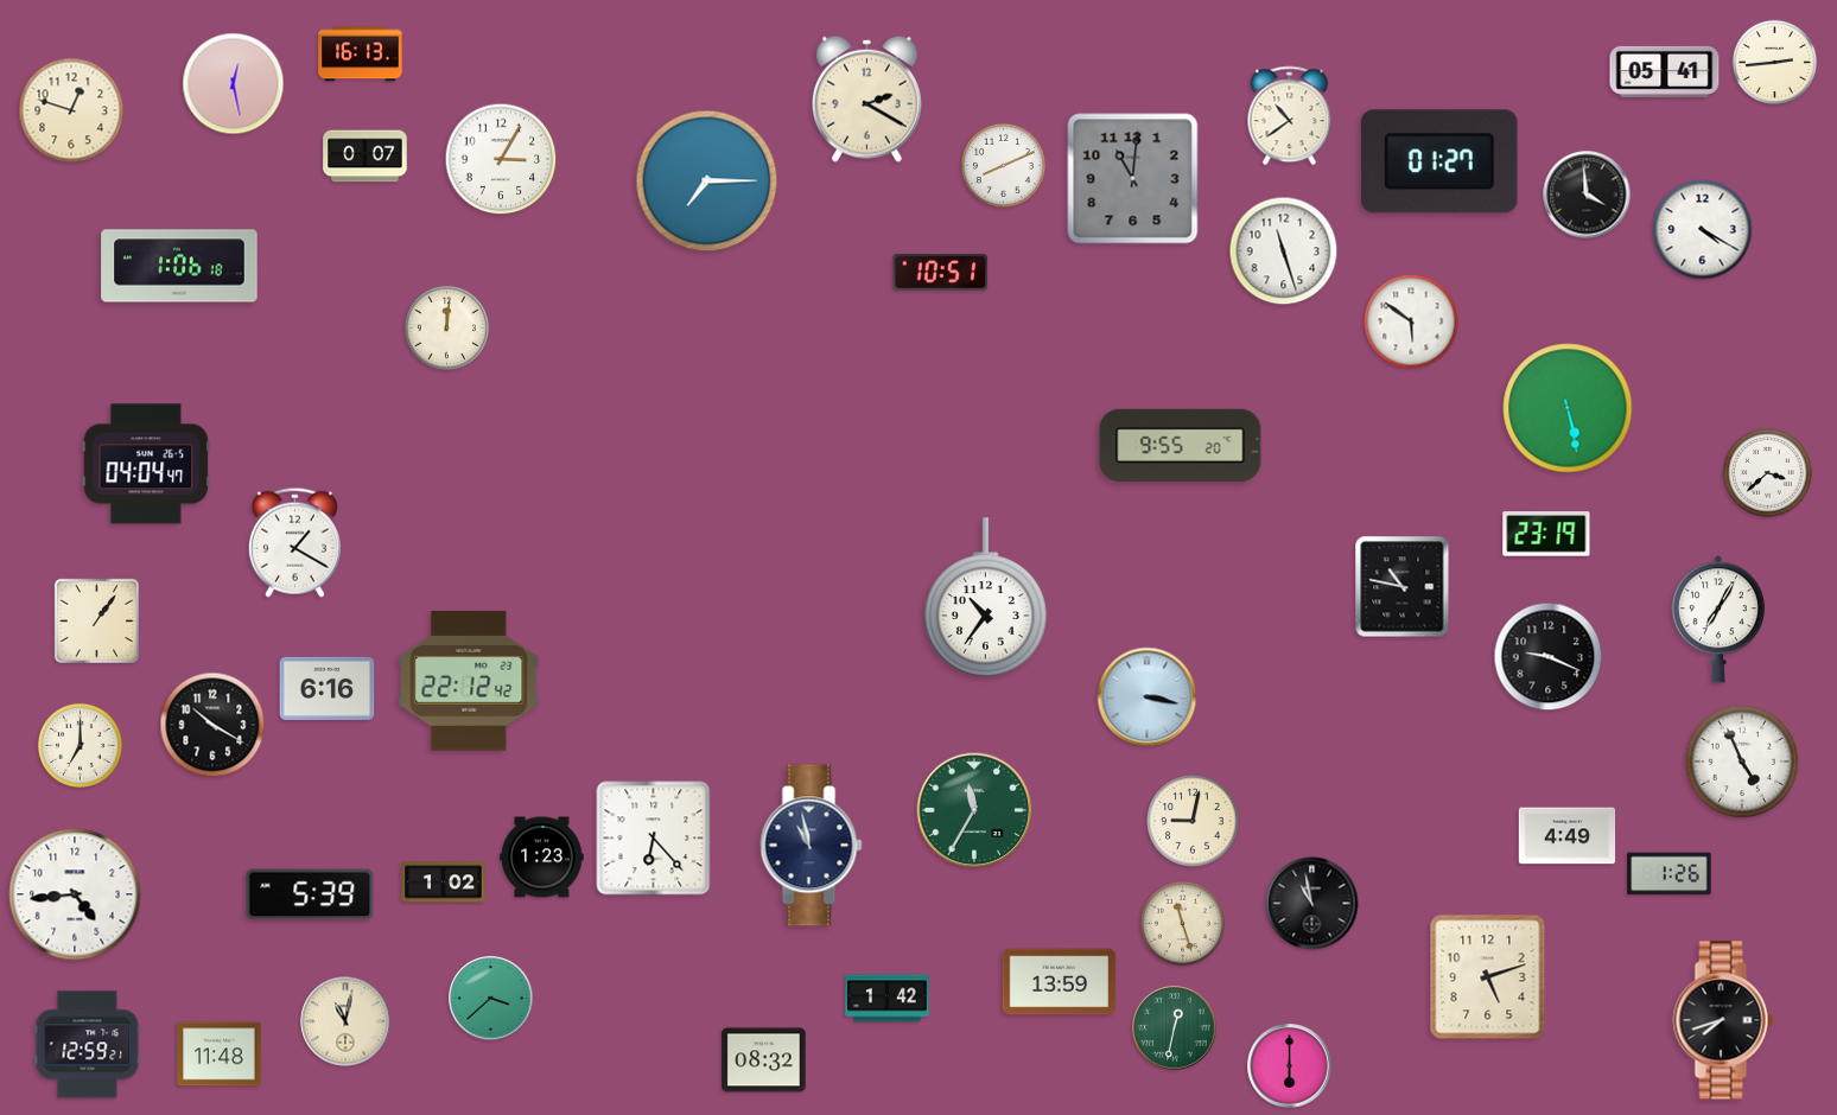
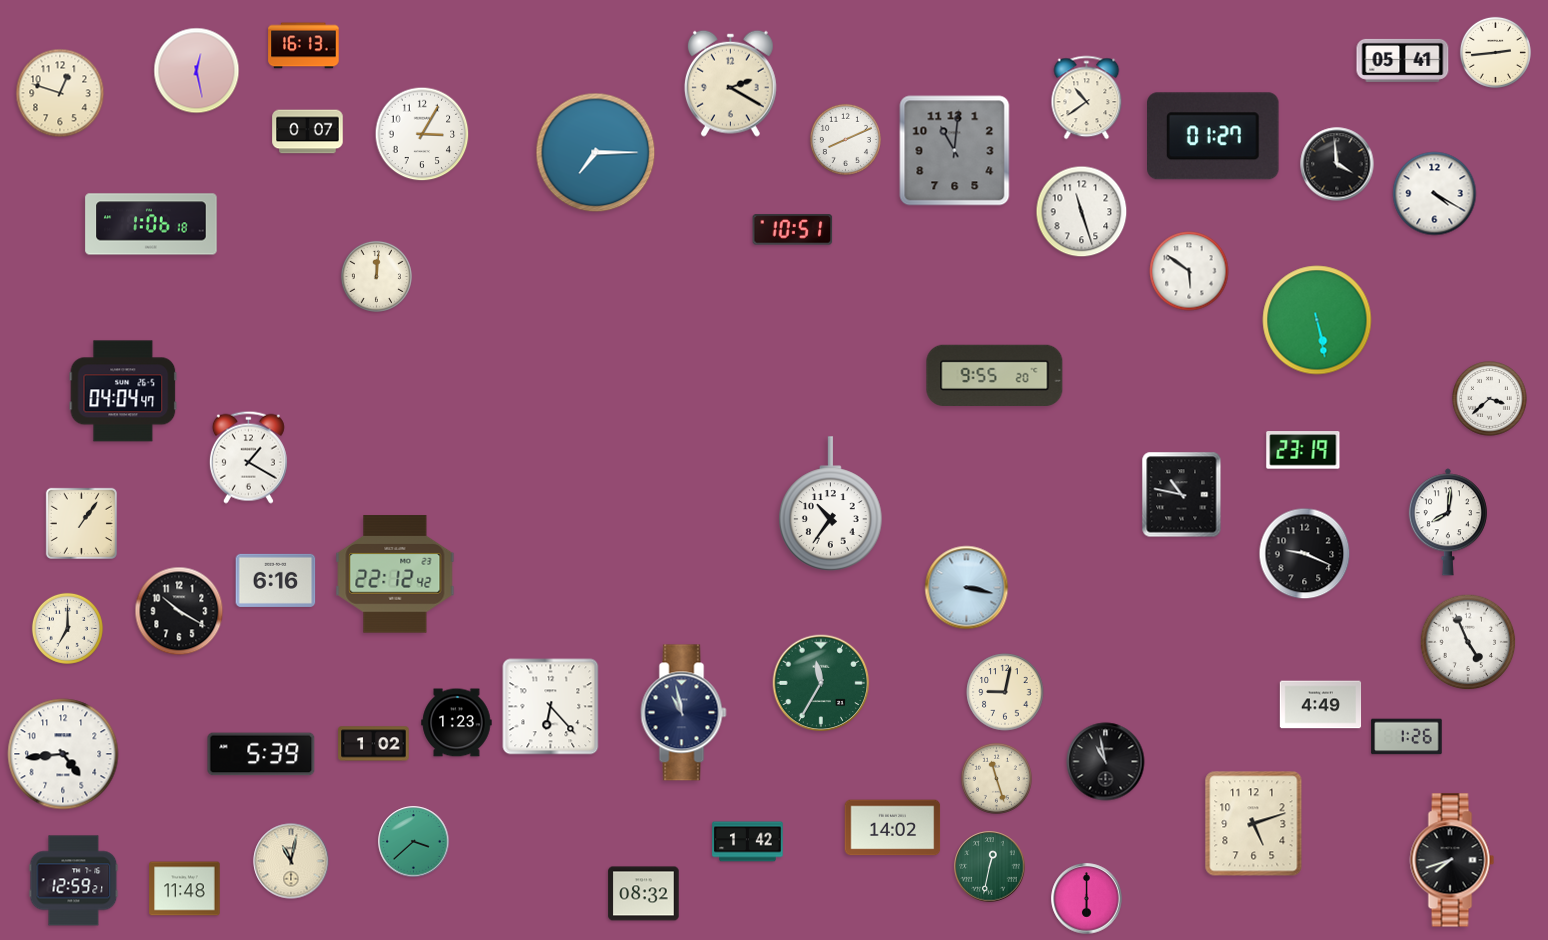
clock at (1568, 408) position: (1568, 408) -> (1317, 320)
clock at (1718, 619): 7:05 -> 8:01
clock at (1060, 982): 13:59 -> 14:02
